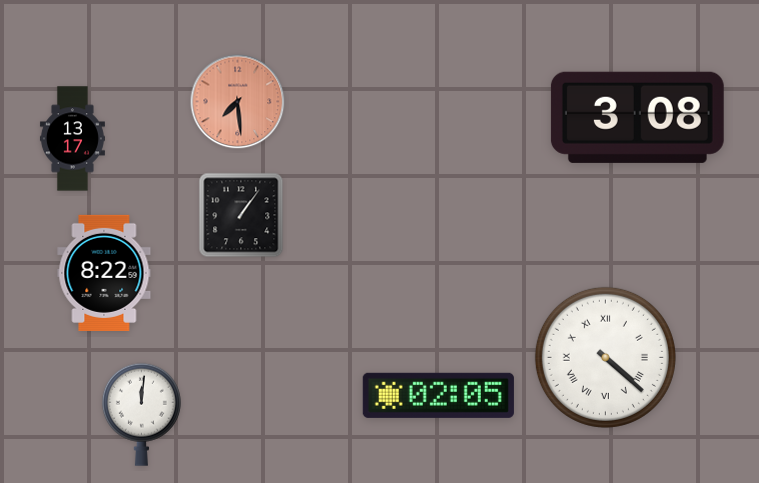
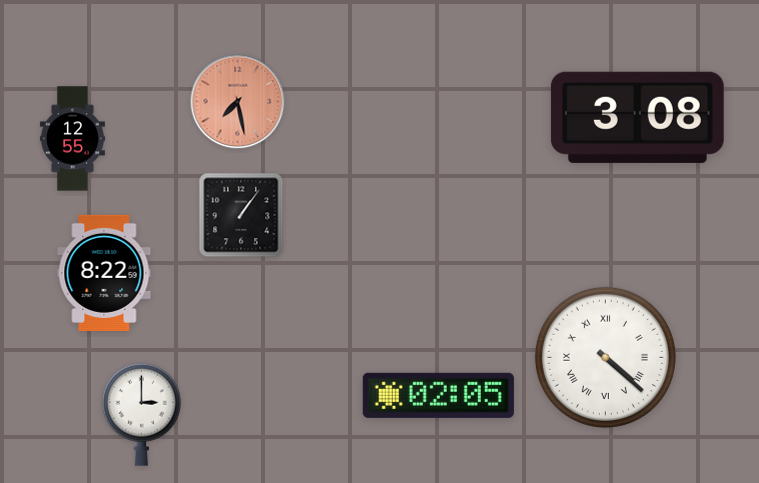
clock at (238, 102): 7:29 -> 7:28
clock at (72, 139): 13:17 -> 12:55
clock at (141, 414): 12:01 -> 3:00
